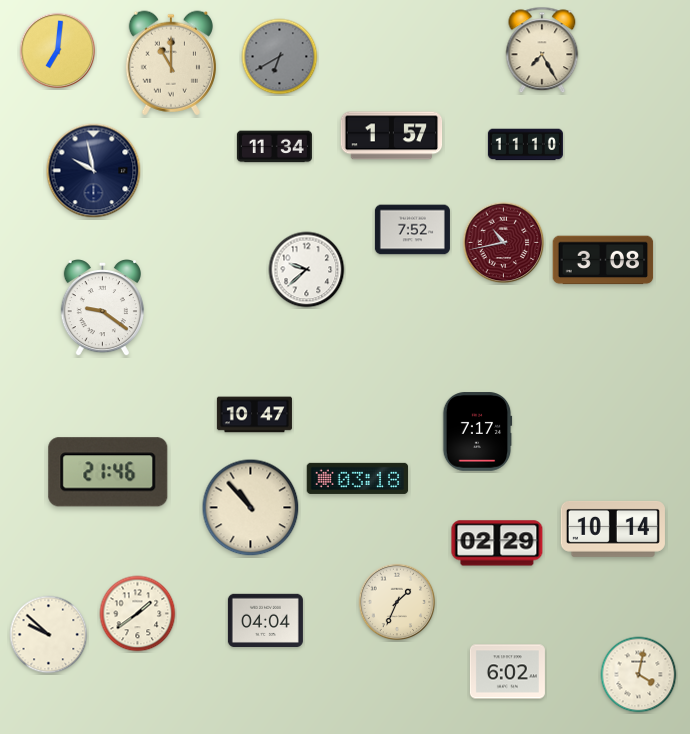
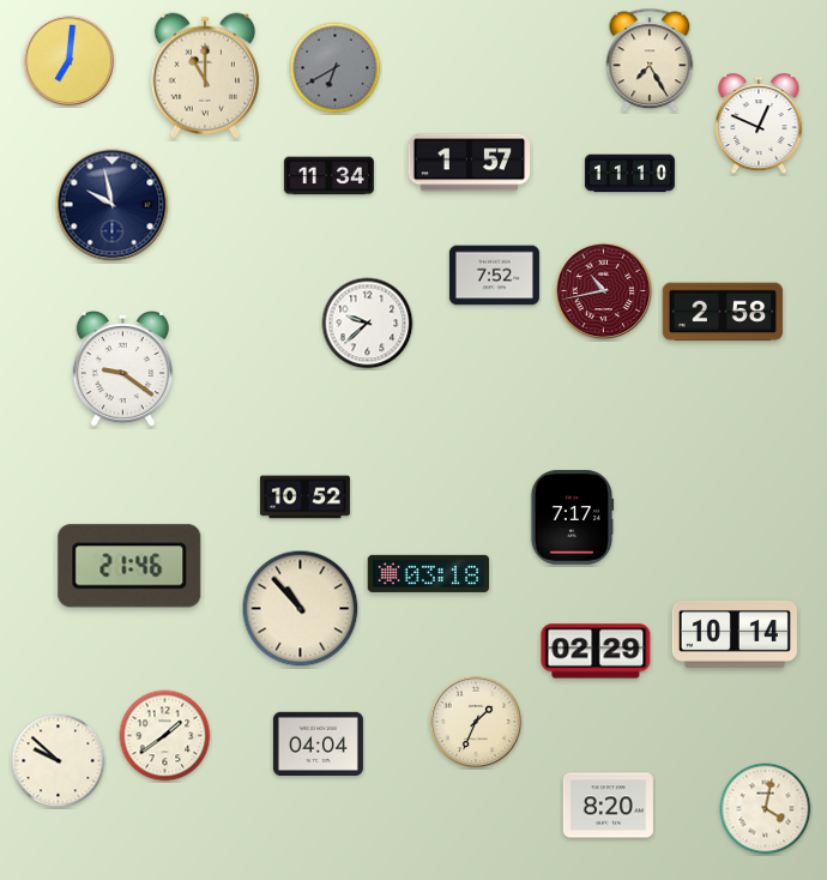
clock at (759, 125): none -> 12:49
clock at (603, 260): 3:08 -> 2:58
clock at (254, 415): 10:47 -> 10:52
clock at (507, 672): 6:02 -> 8:20
